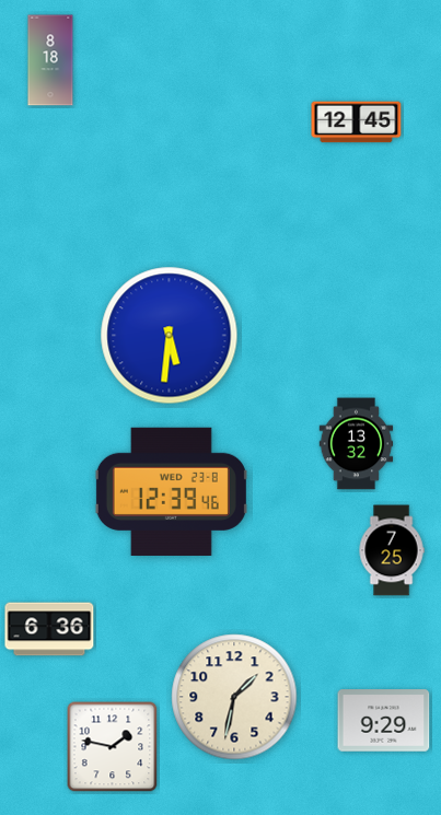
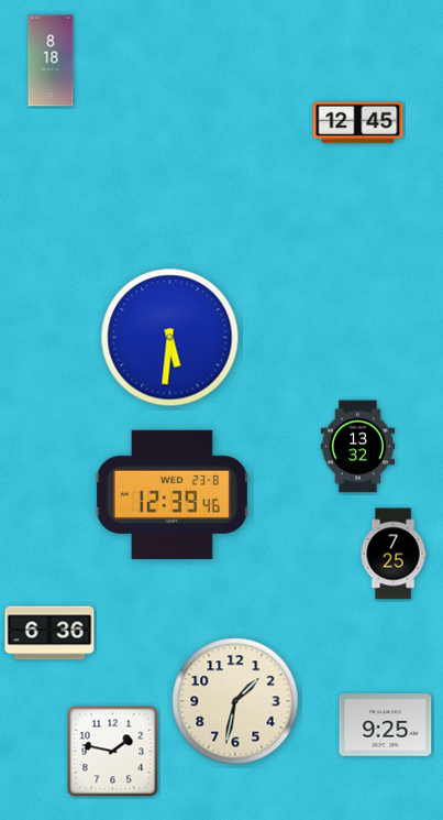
clock at (384, 721): 9:29 -> 9:25
